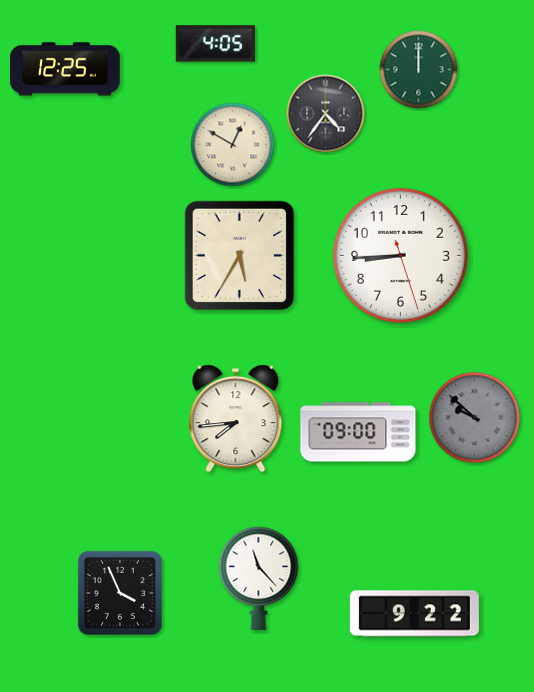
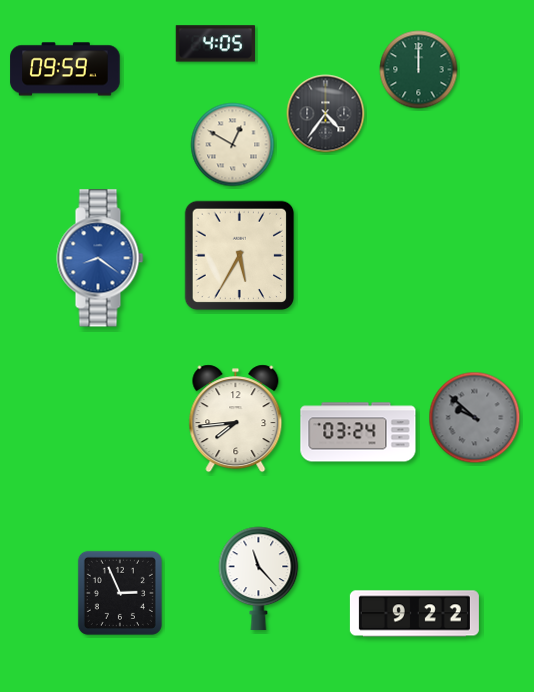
clock at (65, 69): 12:25 -> 09:59
clock at (400, 255): 8:44 -> none
clock at (100, 258): none -> 8:21
clock at (358, 432): 09:00 -> 03:24
clock at (120, 593): 3:56 -> 2:56
